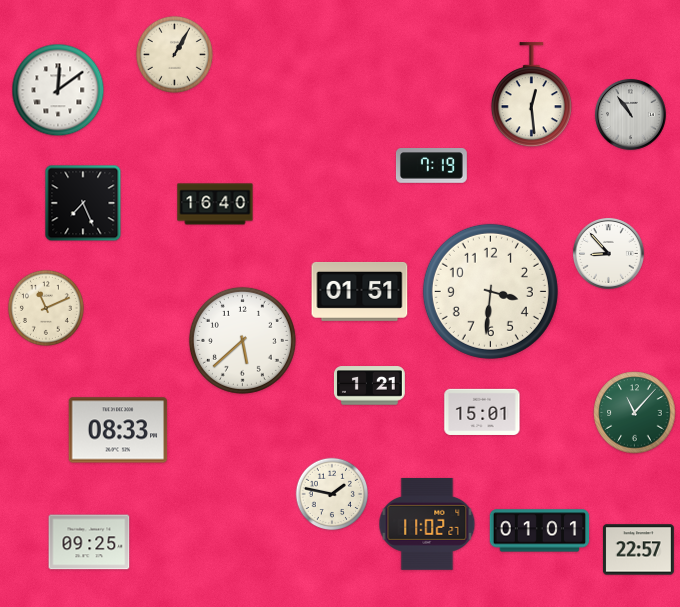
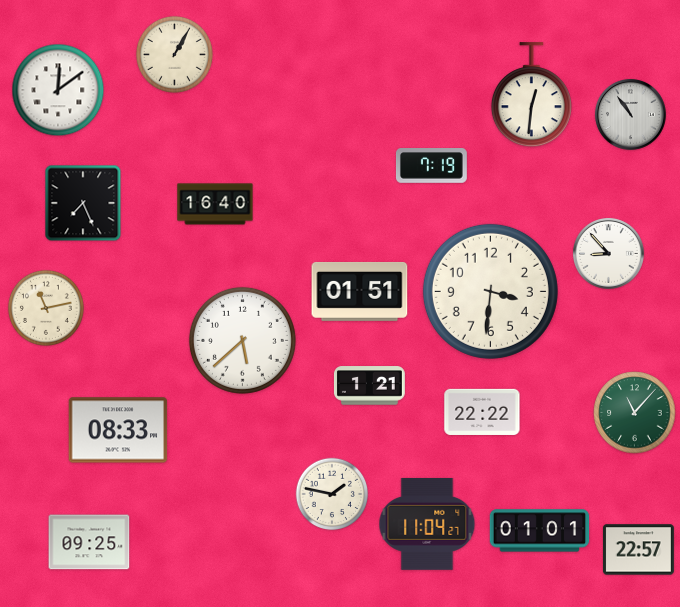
clock at (531, 95): 12:29 -> 12:31
clock at (46, 308): 11:11 -> 11:13
clock at (482, 412): 15:01 -> 22:22
clock at (427, 524): 11:02 -> 11:04
